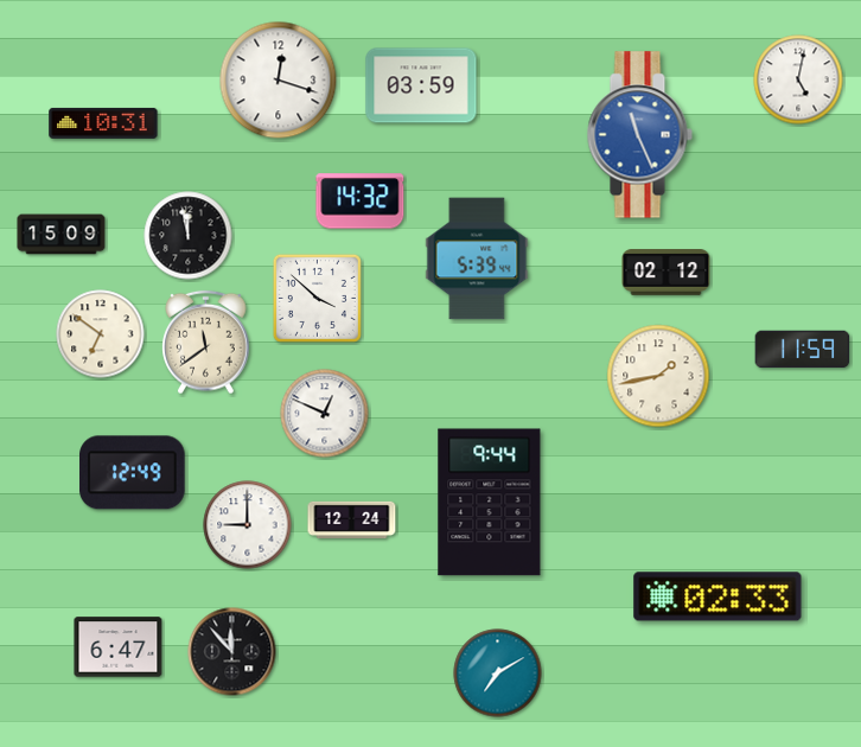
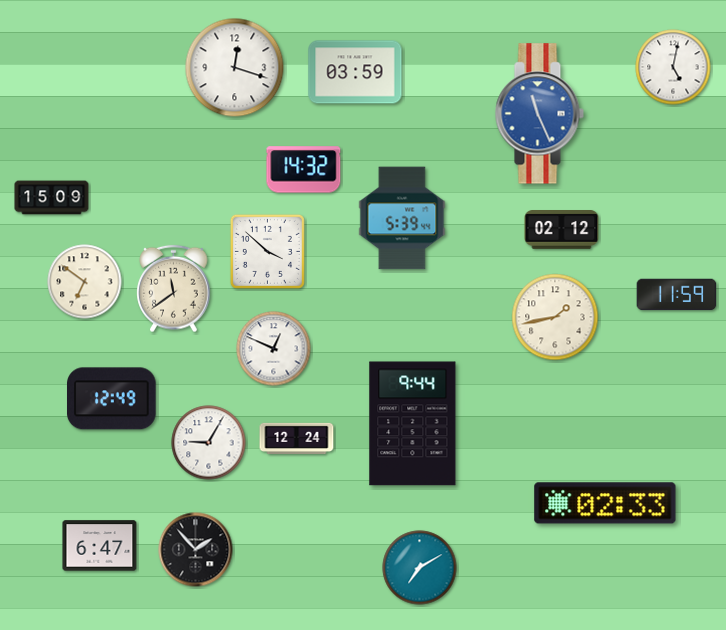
clock at (103, 123): 10:31 -> none
clock at (189, 236): 11:58 -> none
clock at (248, 525): 9:00 -> 9:05
clock at (232, 652): 11:53 -> 1:53
